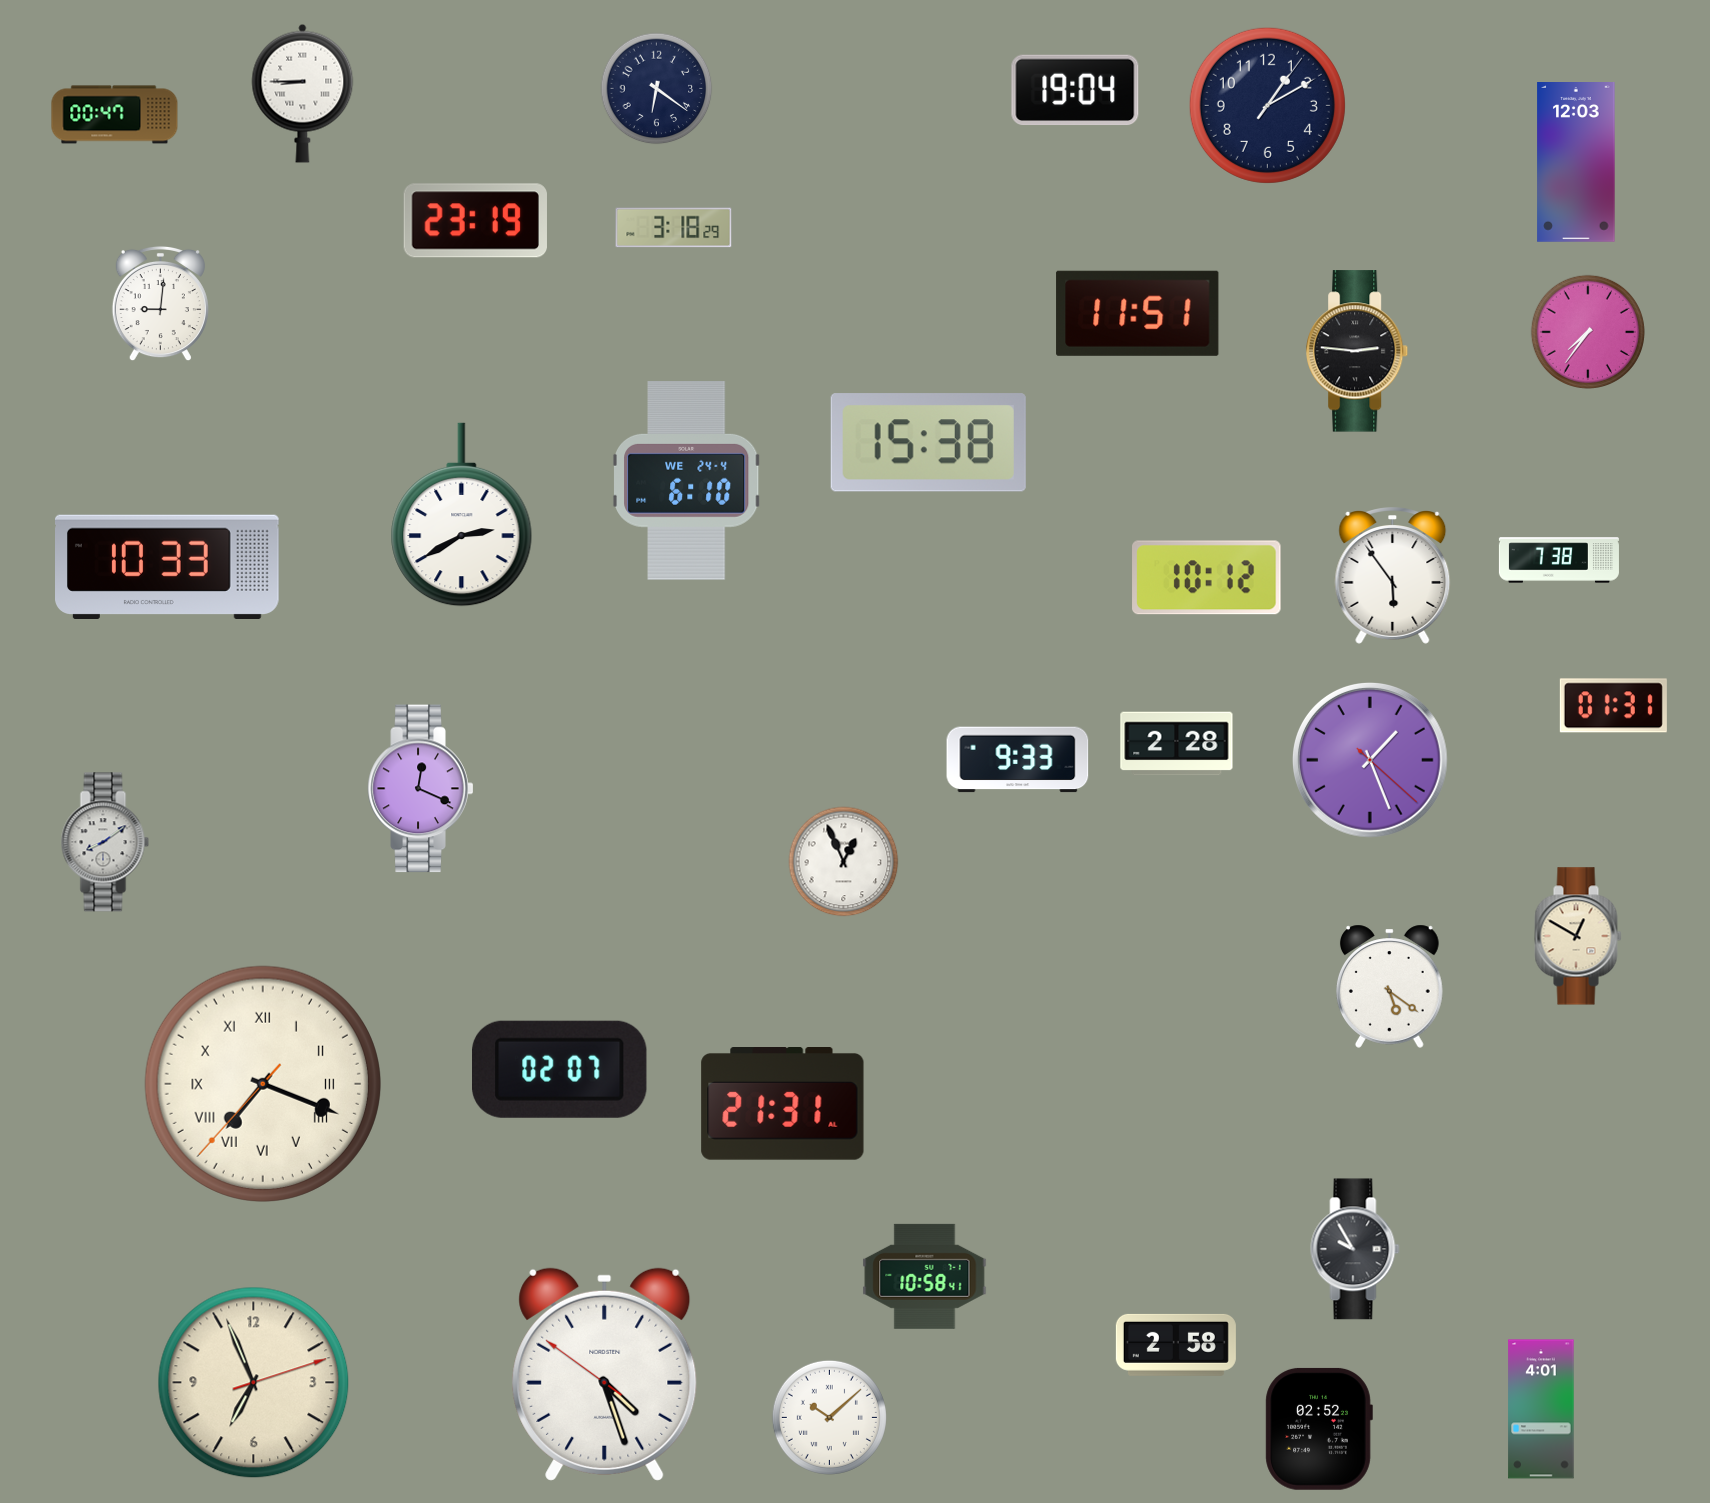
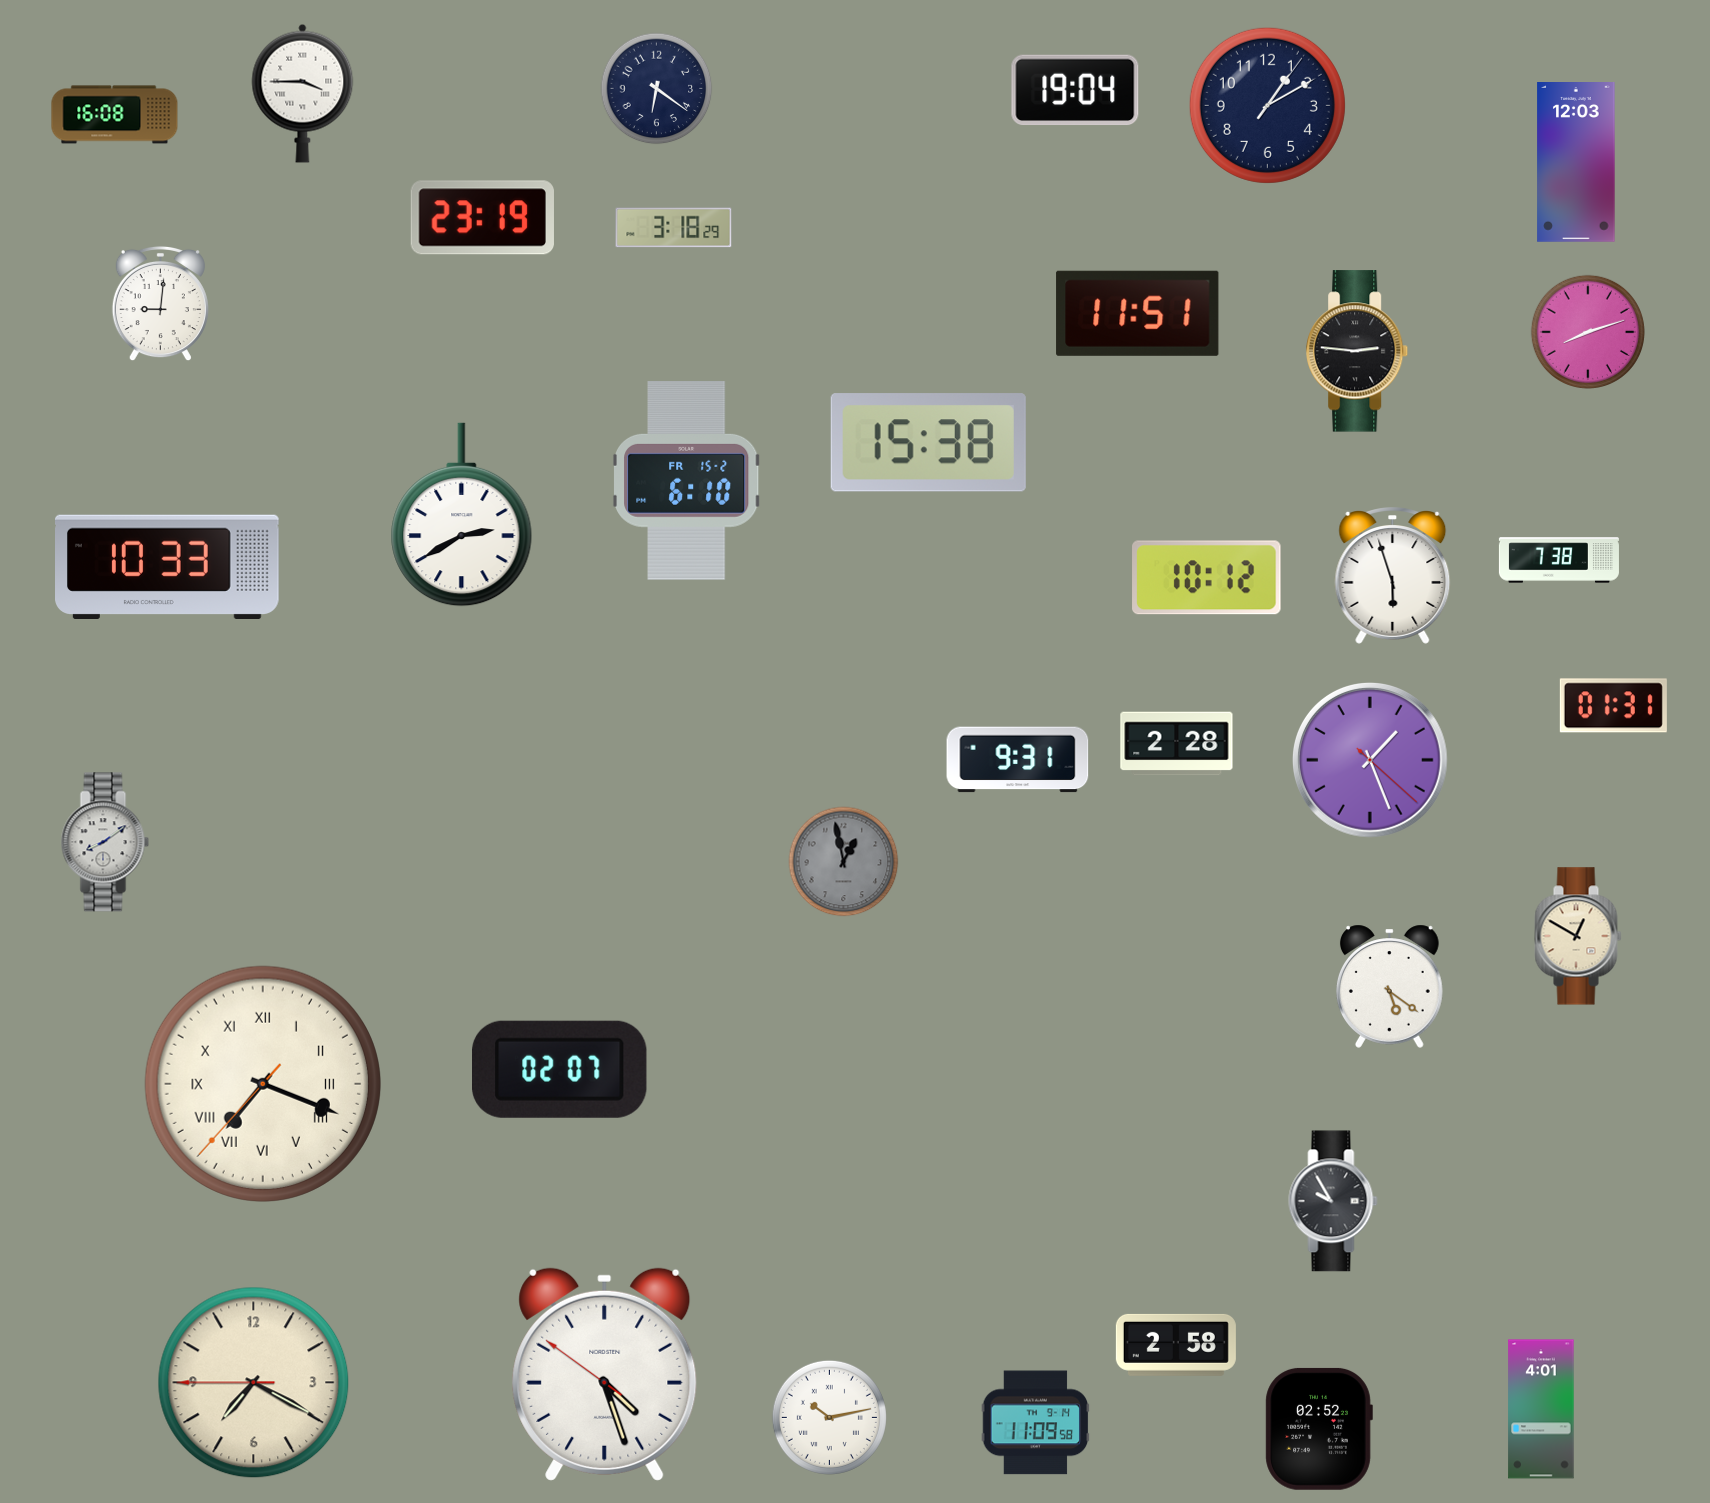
clock at (303, 93): 8:45 -> 3:45
clock at (115, 115): 00:47 -> 16:08
clock at (475, 221) position: (475, 221) -> (482, 218)
clock at (1588, 332): 7:36 -> 8:12
clock at (687, 481) date: WE 24-4 -> FR 15-2
clock at (1393, 576): 5:54 -> 5:57
clock at (1018, 760): 9:33 -> 9:31
clock at (421, 789): 12:19 -> none
clock at (844, 862): 12:56 -> 12:58
clock at (844, 862) dial: white -> grey
clock at (783, 1104): 21:31 -> none
clock at (1355, 1249) position: (1355, 1249) -> (1333, 1201)
clock at (925, 1276): 10:58 -> none
clock at (254, 1383): 6:56 -> 7:19
clock at (829, 1417): 10:08 -> 10:13
clock at (1036, 1423): none -> 11:09
